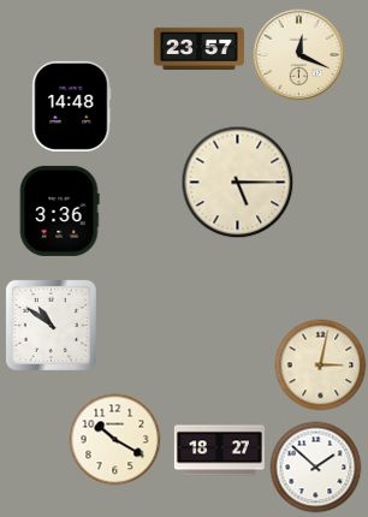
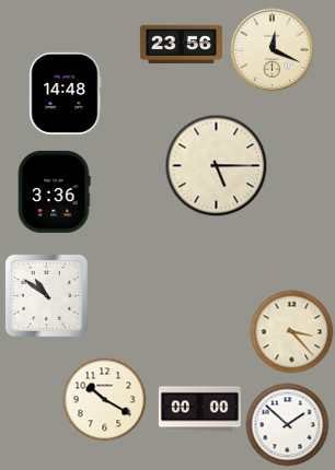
clock at (198, 48): 23:57 -> 23:56
clock at (72, 106) position: (72, 106) -> (66, 93)
clock at (321, 366): 3:02 -> 3:23
clock at (219, 451): 18:27 -> 00:00
